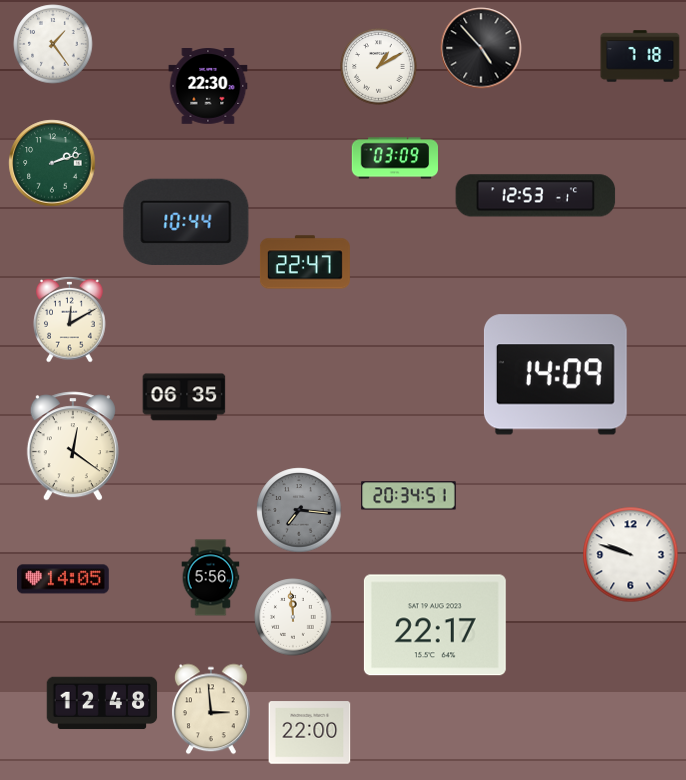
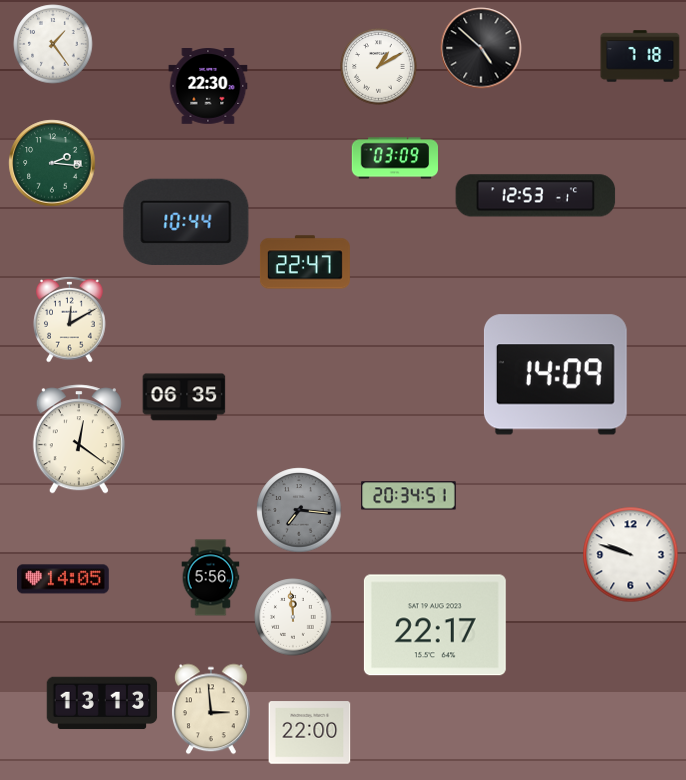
clock at (481, 48): 4:53 -> 4:52
clock at (52, 163): 2:12 -> 2:16
clock at (73, 446) position: (73, 446) -> (79, 439)
clock at (102, 703): 12:48 -> 13:13
